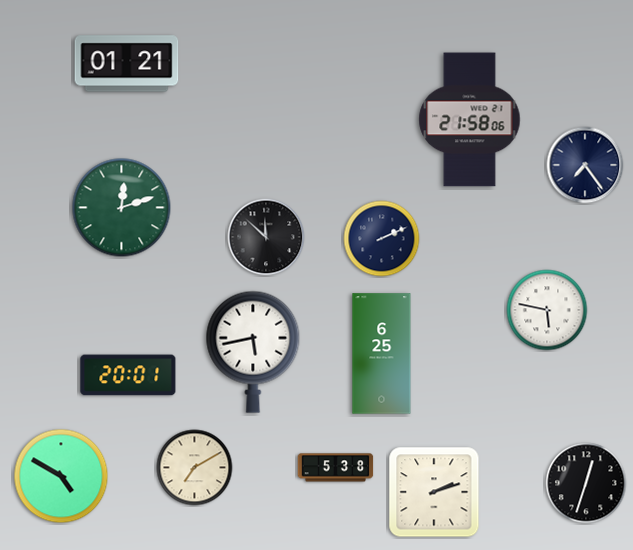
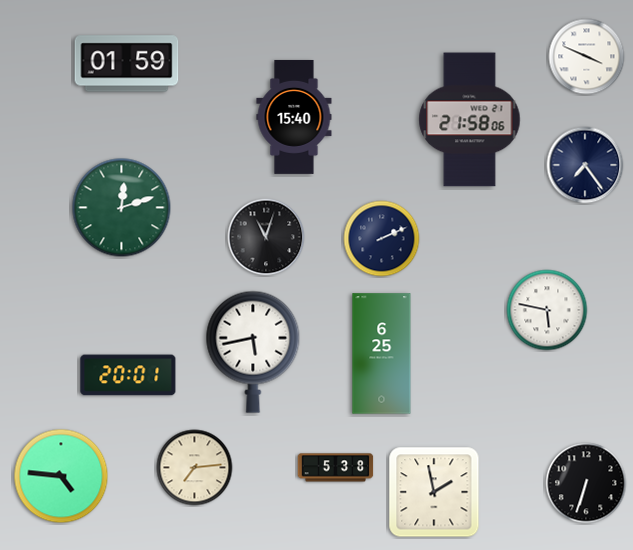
clock at (587, 57): none -> 3:49
clock at (127, 64): 01:21 -> 01:59
clock at (294, 117): none -> 15:40
clock at (266, 237): 11:52 -> 11:03
clock at (195, 468): 7:10 -> 7:14
clock at (61, 476): 4:50 -> 4:46
clock at (586, 483): 12:33 -> 6:33
clock at (434, 492): 2:12 -> 1:58
